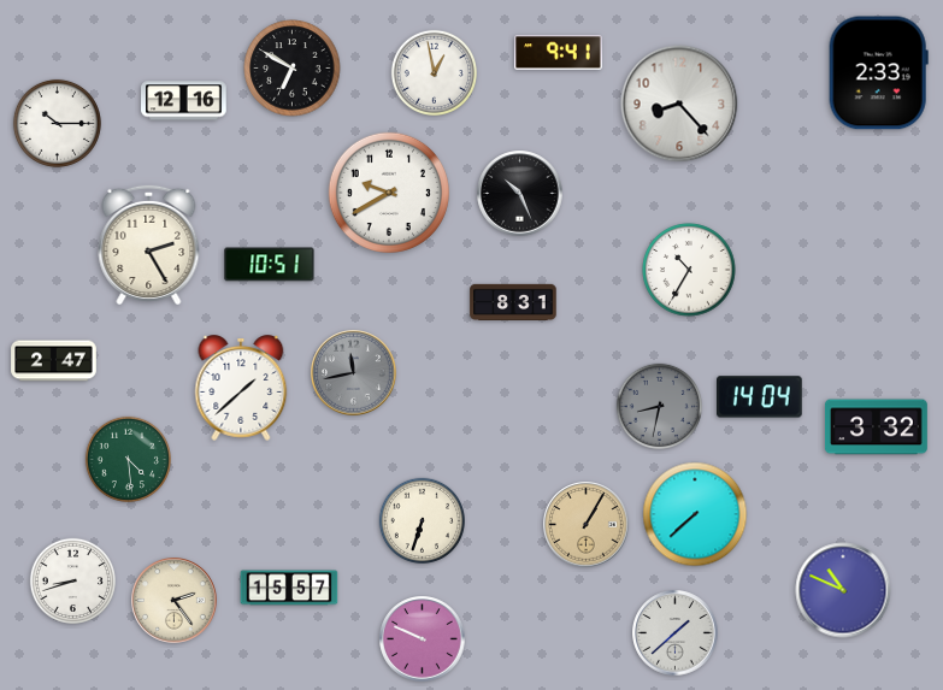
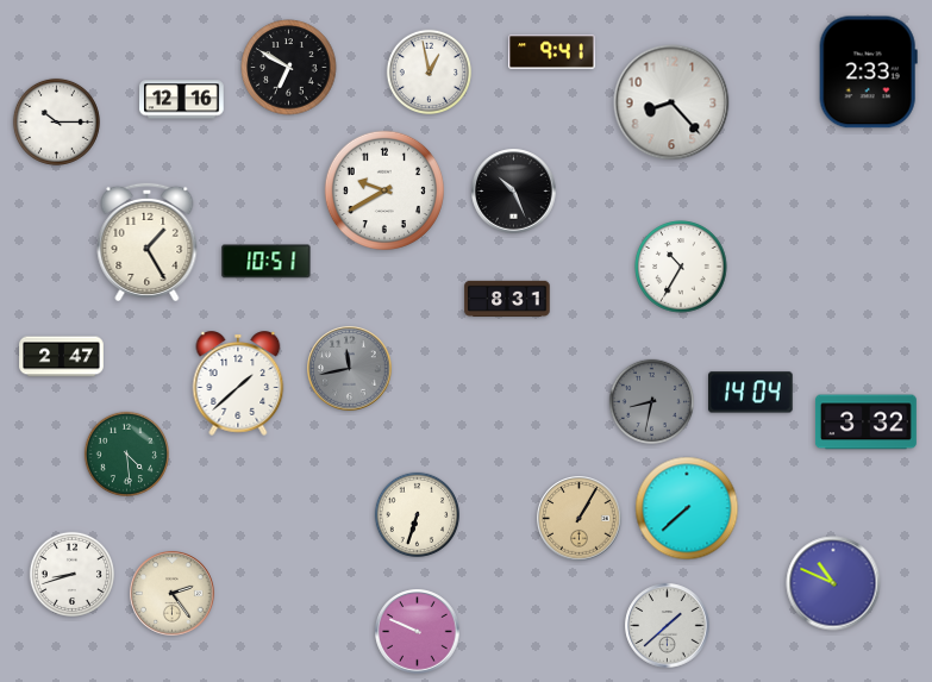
clock at (149, 244): 2:25 -> 1:25
clock at (54, 361) position: (54, 361) -> (62, 357)
clock at (289, 588): 15:57 -> none
